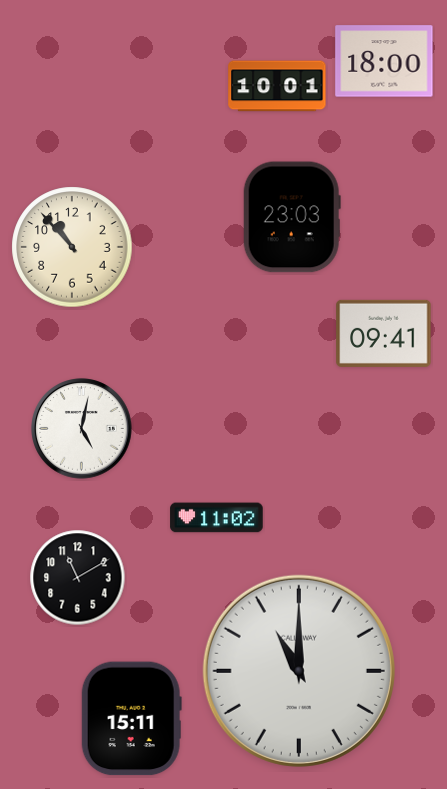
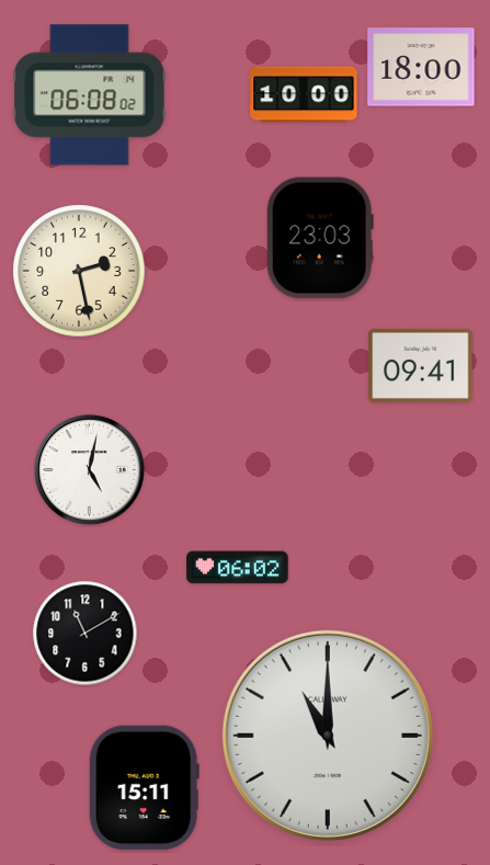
clock at (277, 86): 10:01 -> 10:00
clock at (90, 95): none -> 06:08
clock at (72, 247): 10:53 -> 2:28
clock at (217, 518): 11:02 -> 06:02
